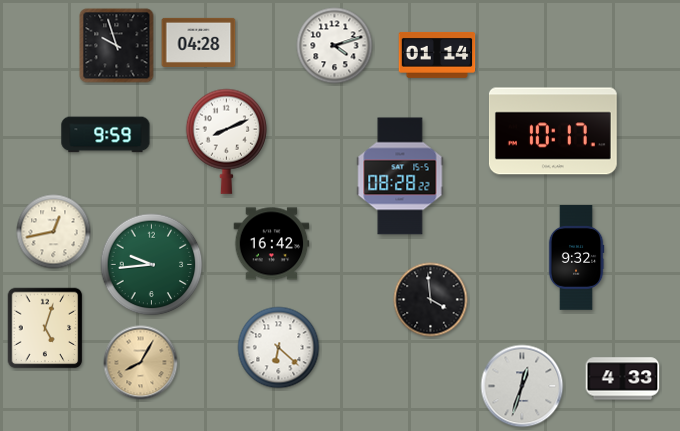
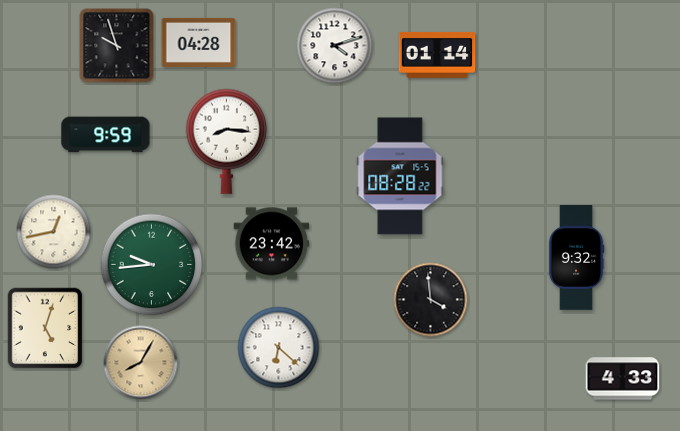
clock at (553, 131): 10:17 -> none
clock at (227, 141): 8:11 -> 8:16
clock at (272, 244): 16:42 -> 23:42
clock at (522, 386): 12:33 -> none
